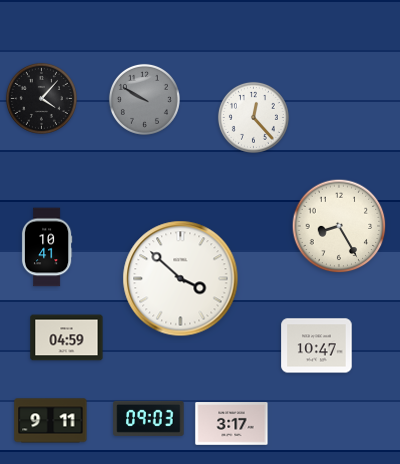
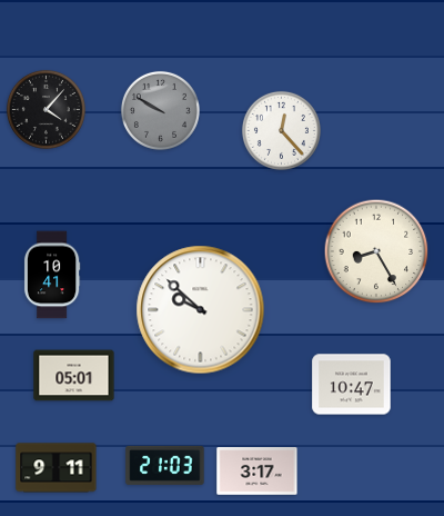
clock at (181, 279): 3:52 -> 9:52
clock at (67, 338): 04:59 -> 05:01
clock at (149, 418): 09:03 -> 21:03
